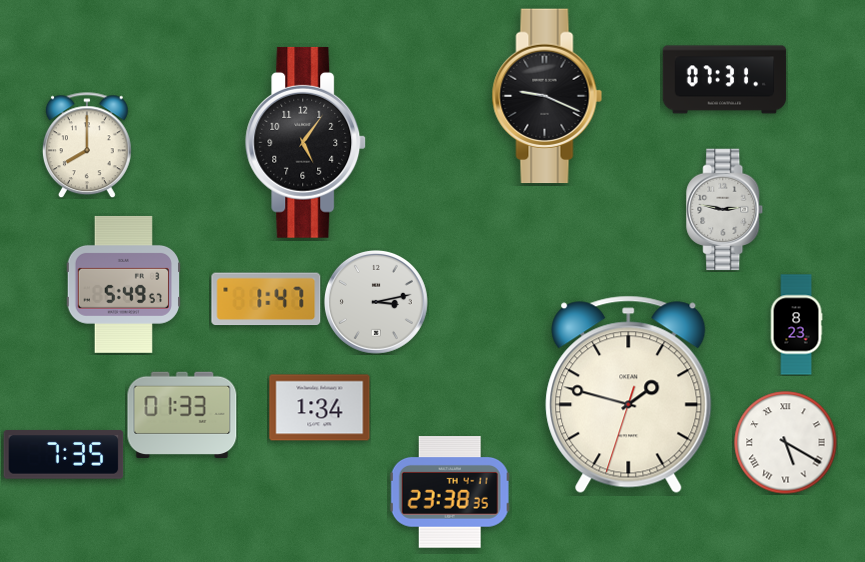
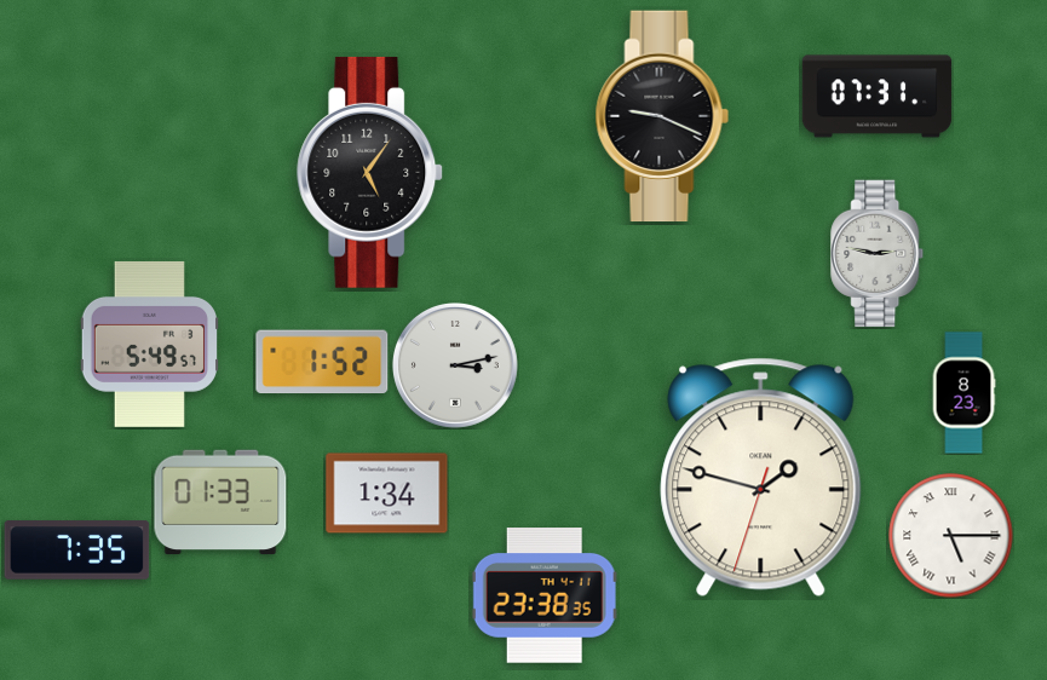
clock at (87, 145): 8:00 -> none
clock at (266, 299): 1:47 -> 1:52
clock at (786, 443): 5:20 -> 5:15
